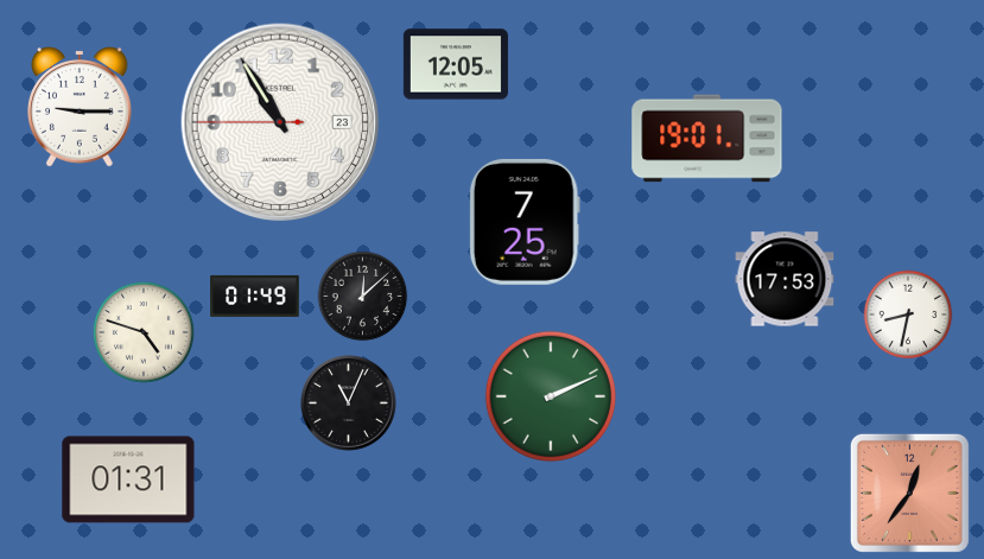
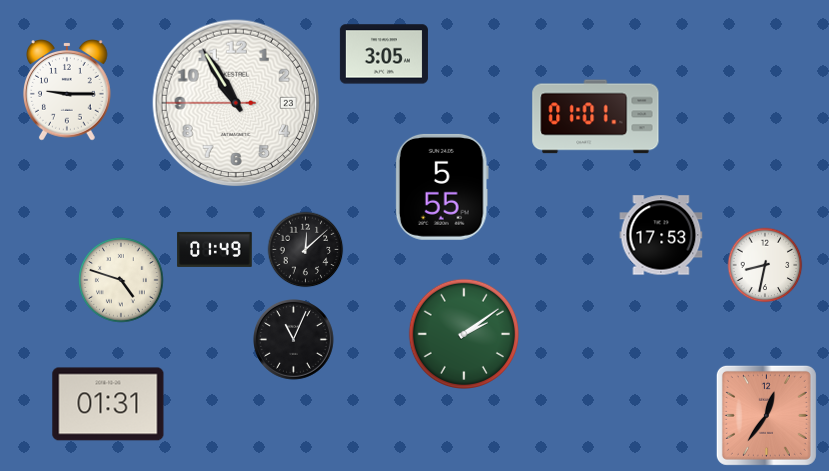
clock at (456, 64): 12:05 -> 3:05
clock at (707, 139): 19:01 -> 01:01
clock at (525, 222): 7:25 -> 5:55
clock at (550, 395): 2:11 -> 2:09
